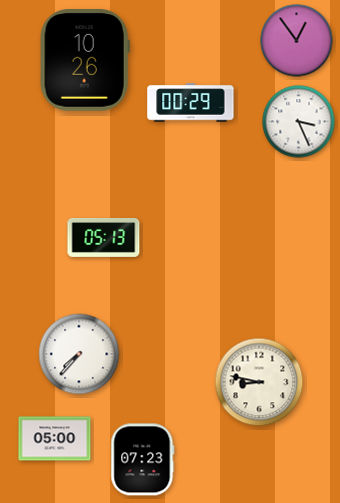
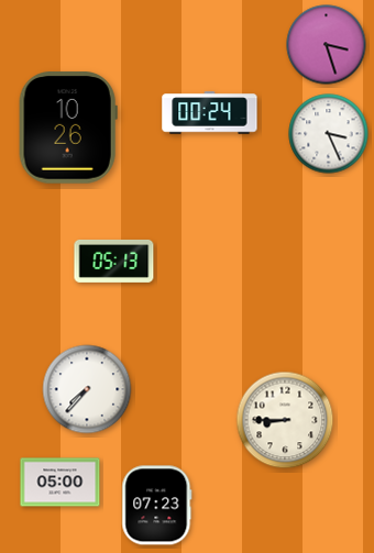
clock at (297, 41): 12:54 -> 3:27
clock at (85, 60) position: (85, 60) -> (68, 128)
clock at (191, 103): 00:29 -> 00:24
clock at (259, 382): 8:47 -> 8:45
